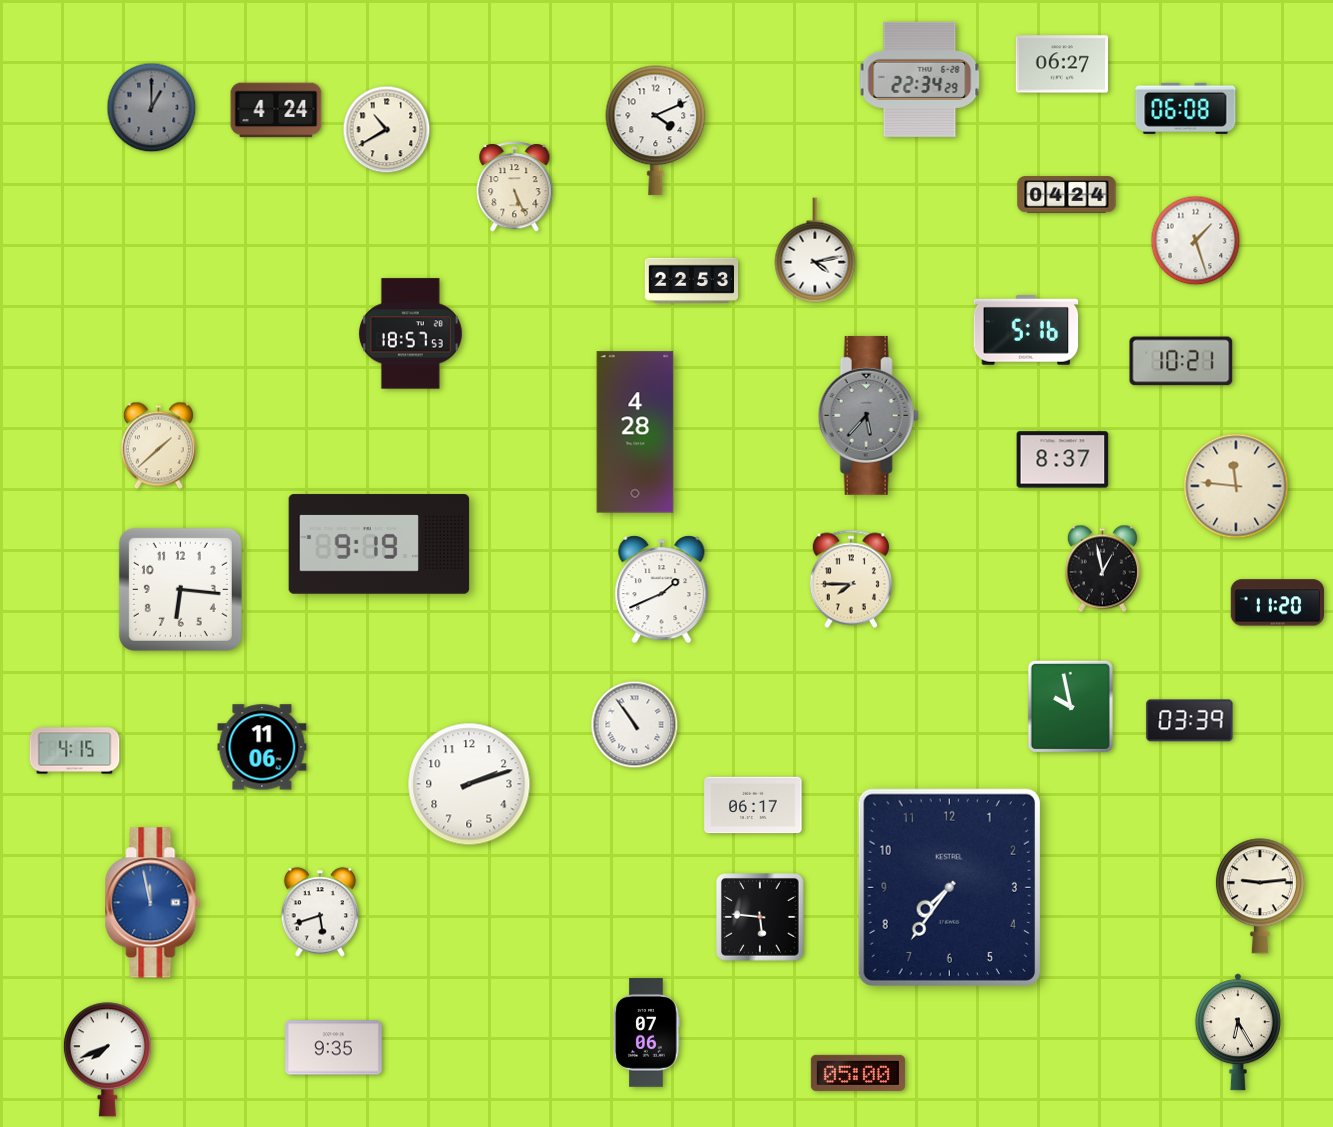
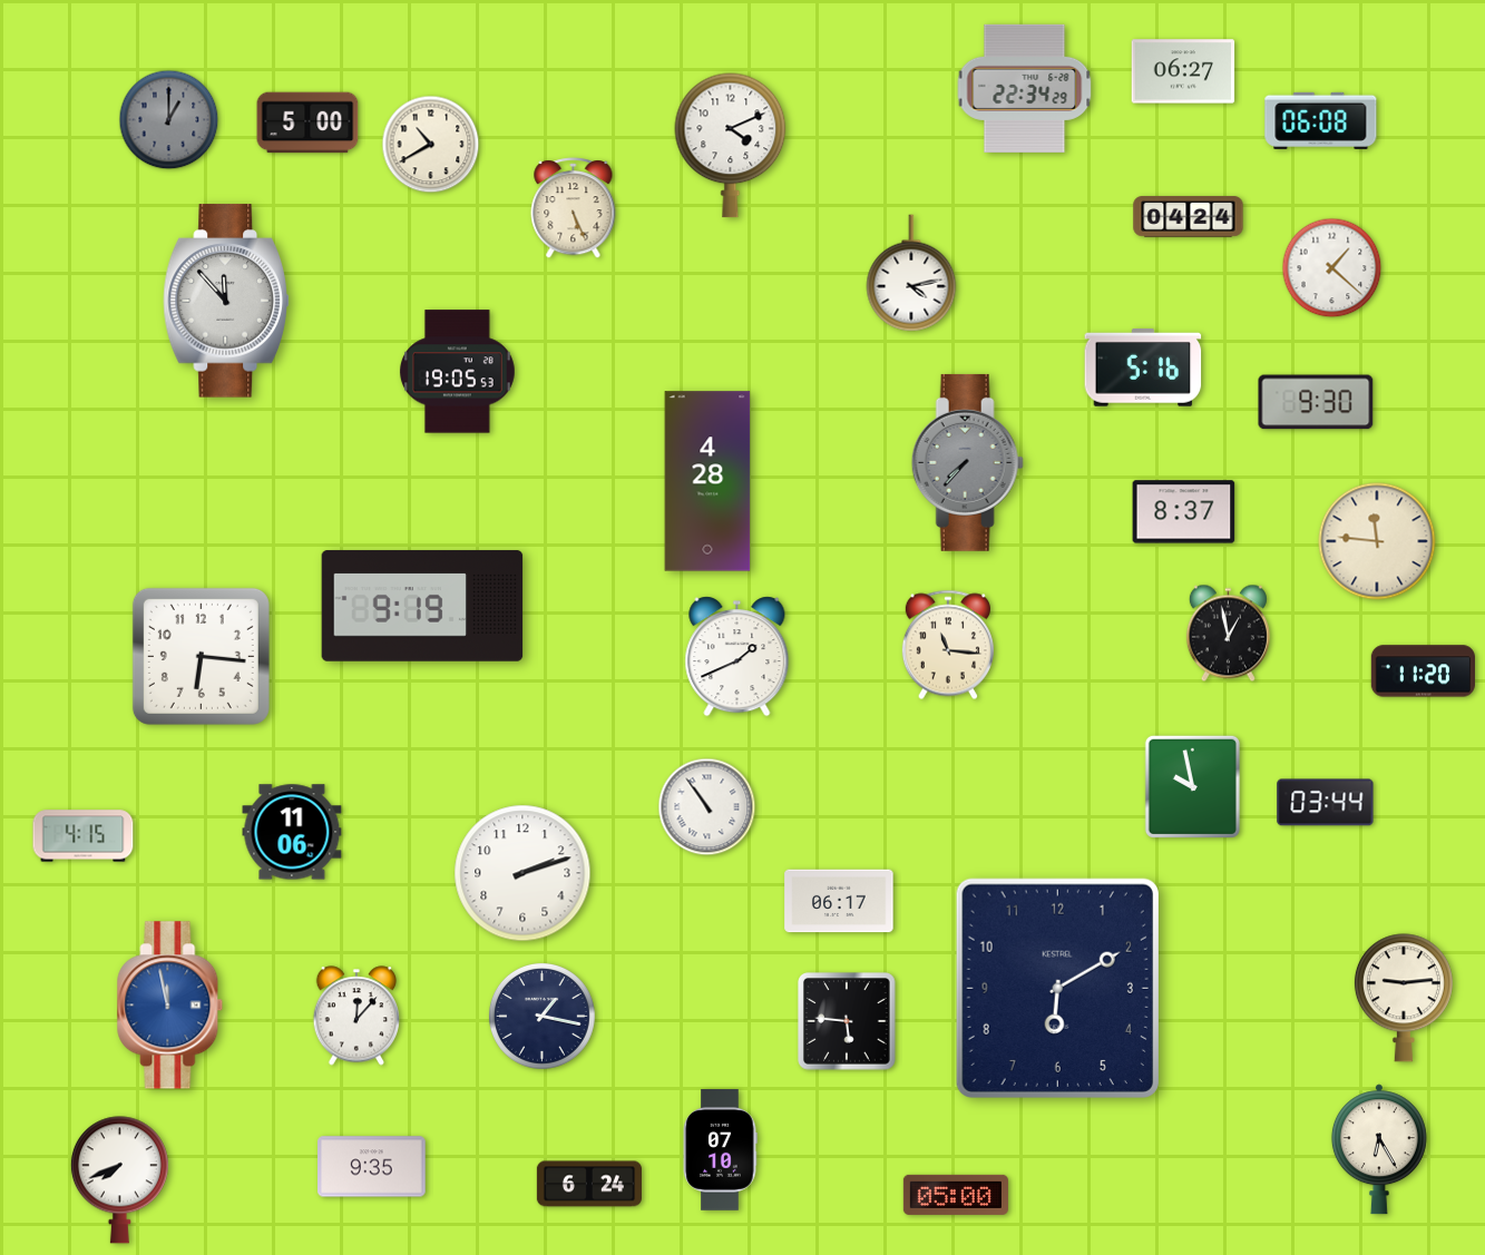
clock at (276, 110): 4:24 -> 5:00
clock at (1196, 241): 1:27 -> 1:22
clock at (815, 250) position: (815, 250) -> (911, 273)
clock at (226, 301): none -> 11:53
clock at (692, 280): 22:53 -> none
clock at (410, 334): 18:57 -> 19:05
clock at (1181, 361): 10:21 -> 9:30
clock at (868, 415): 5:37 -> 7:37
clock at (158, 446): 1:38 -> none
clock at (851, 579): 7:45 -> 11:16
clock at (1190, 721): 03:39 -> 03:44
clock at (753, 805) position: (753, 805) -> (839, 901)
clock at (949, 887): 7:36 -> 6:10
clock at (320, 912): 5:42 -> 12:07
clock at (541, 1016): none -> 1:17
clock at (646, 1033): 07:06 -> 07:10
clock at (589, 1184): none -> 6:24
